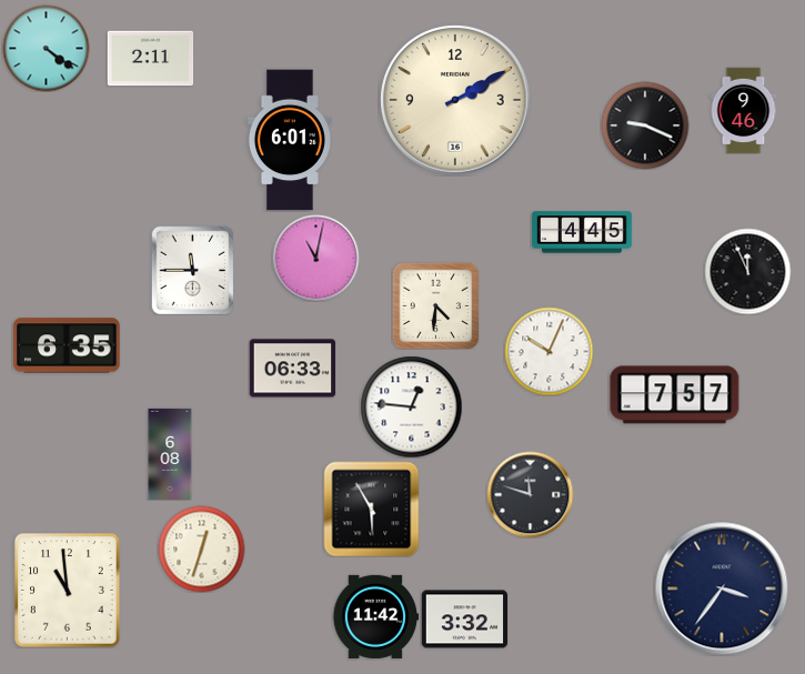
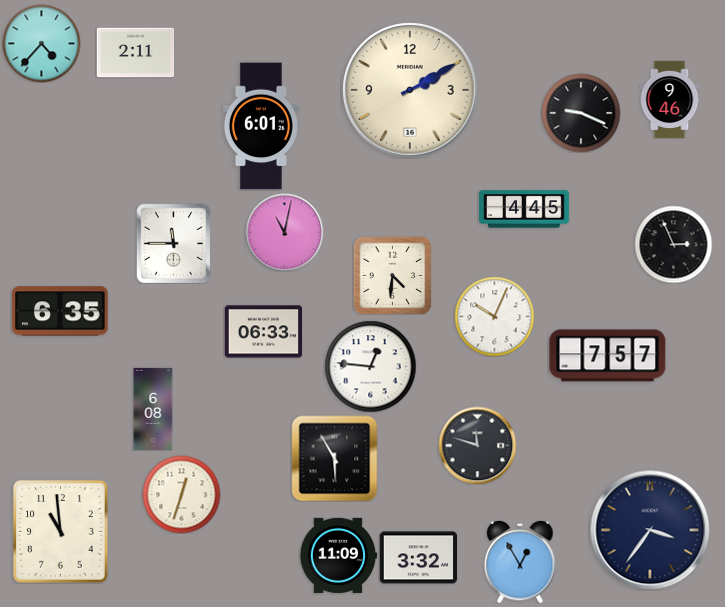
clock at (46, 48): 4:21 -> 4:37
clock at (747, 271): 11:56 -> 2:56
clock at (375, 616): 11:42 -> 11:09
clock at (520, 562): none -> 12:55
